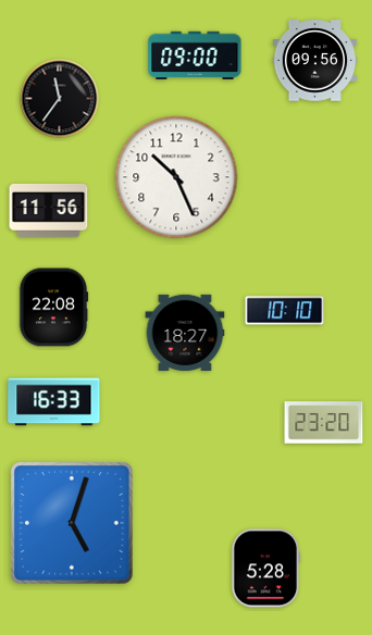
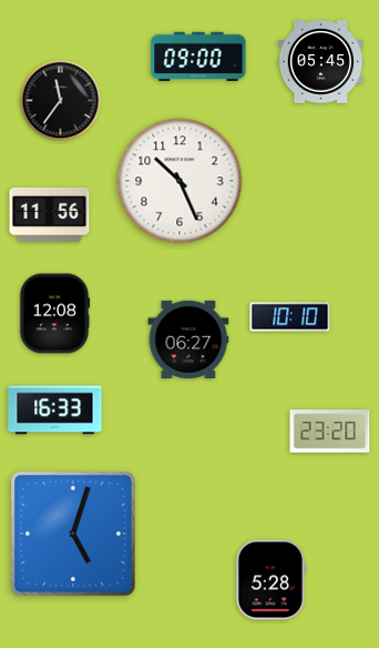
clock at (314, 61): 09:56 -> 05:45
clock at (53, 308): 22:08 -> 12:08
clock at (185, 332): 18:27 -> 06:27
